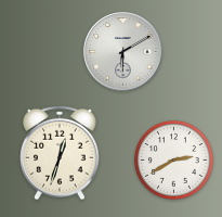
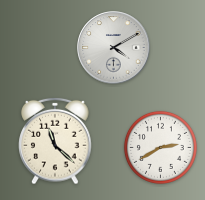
clock at (123, 52): 6:10 -> 4:10
clock at (60, 153): 12:33 -> 11:22
